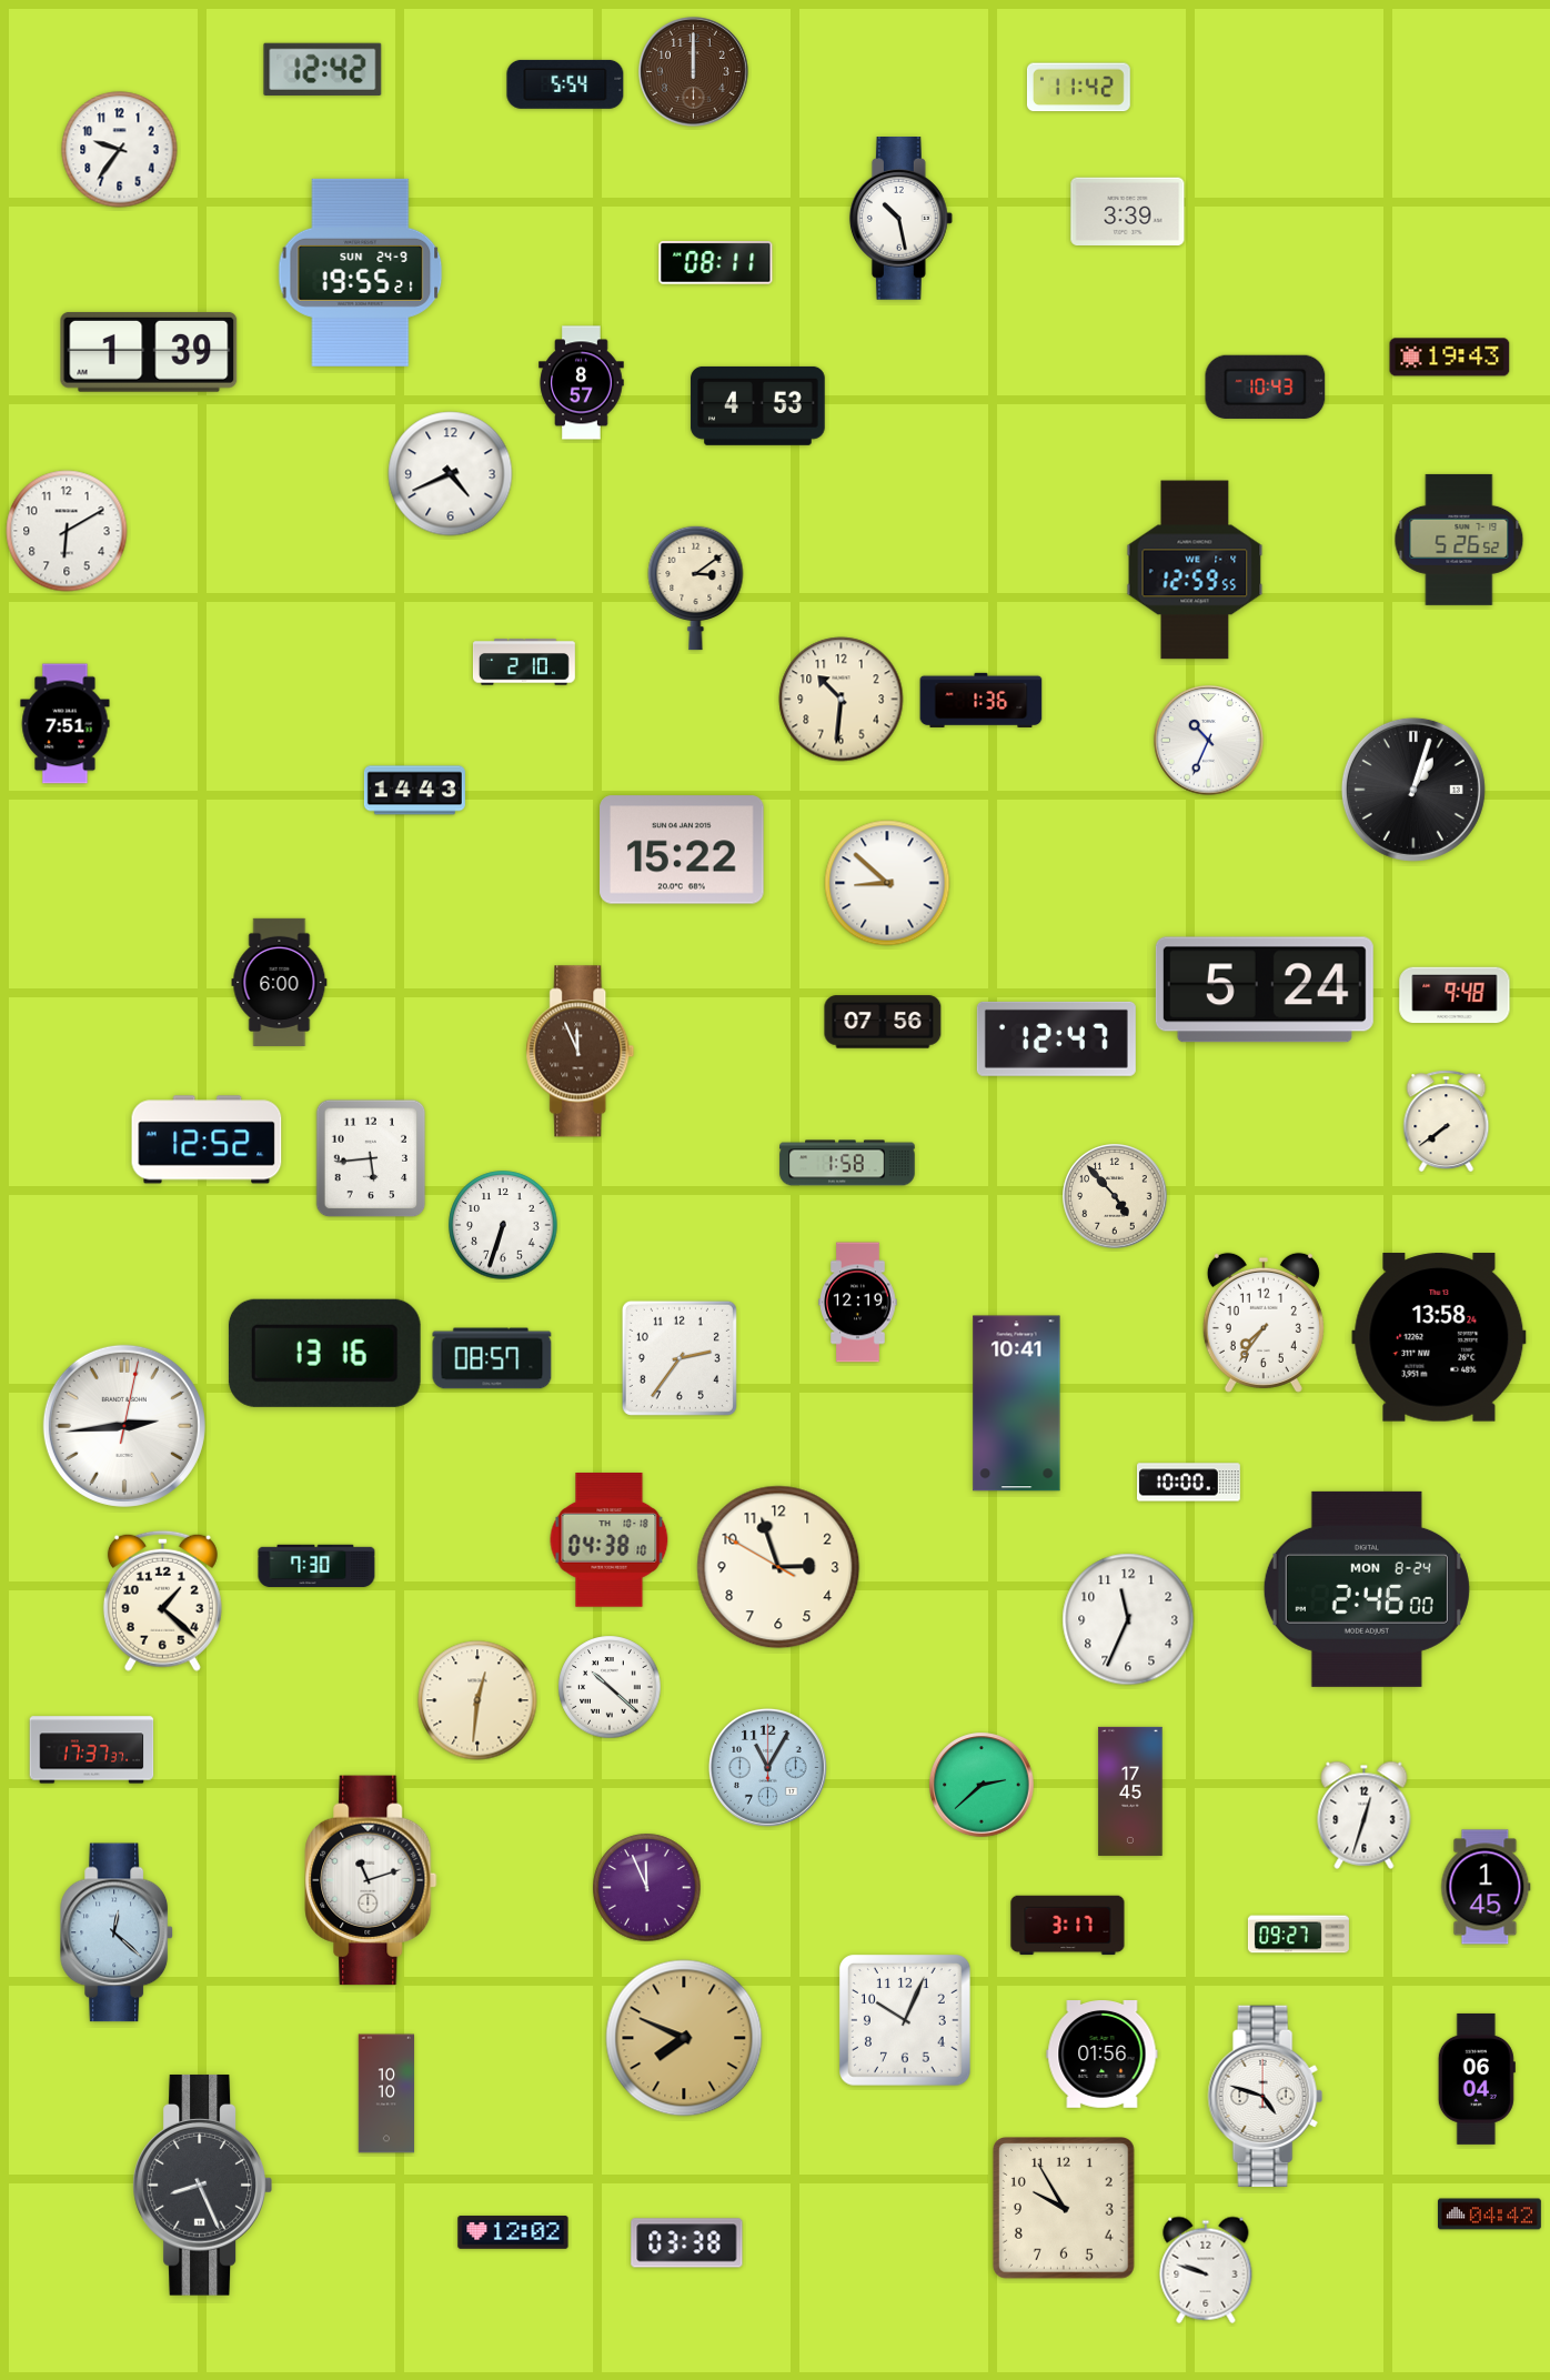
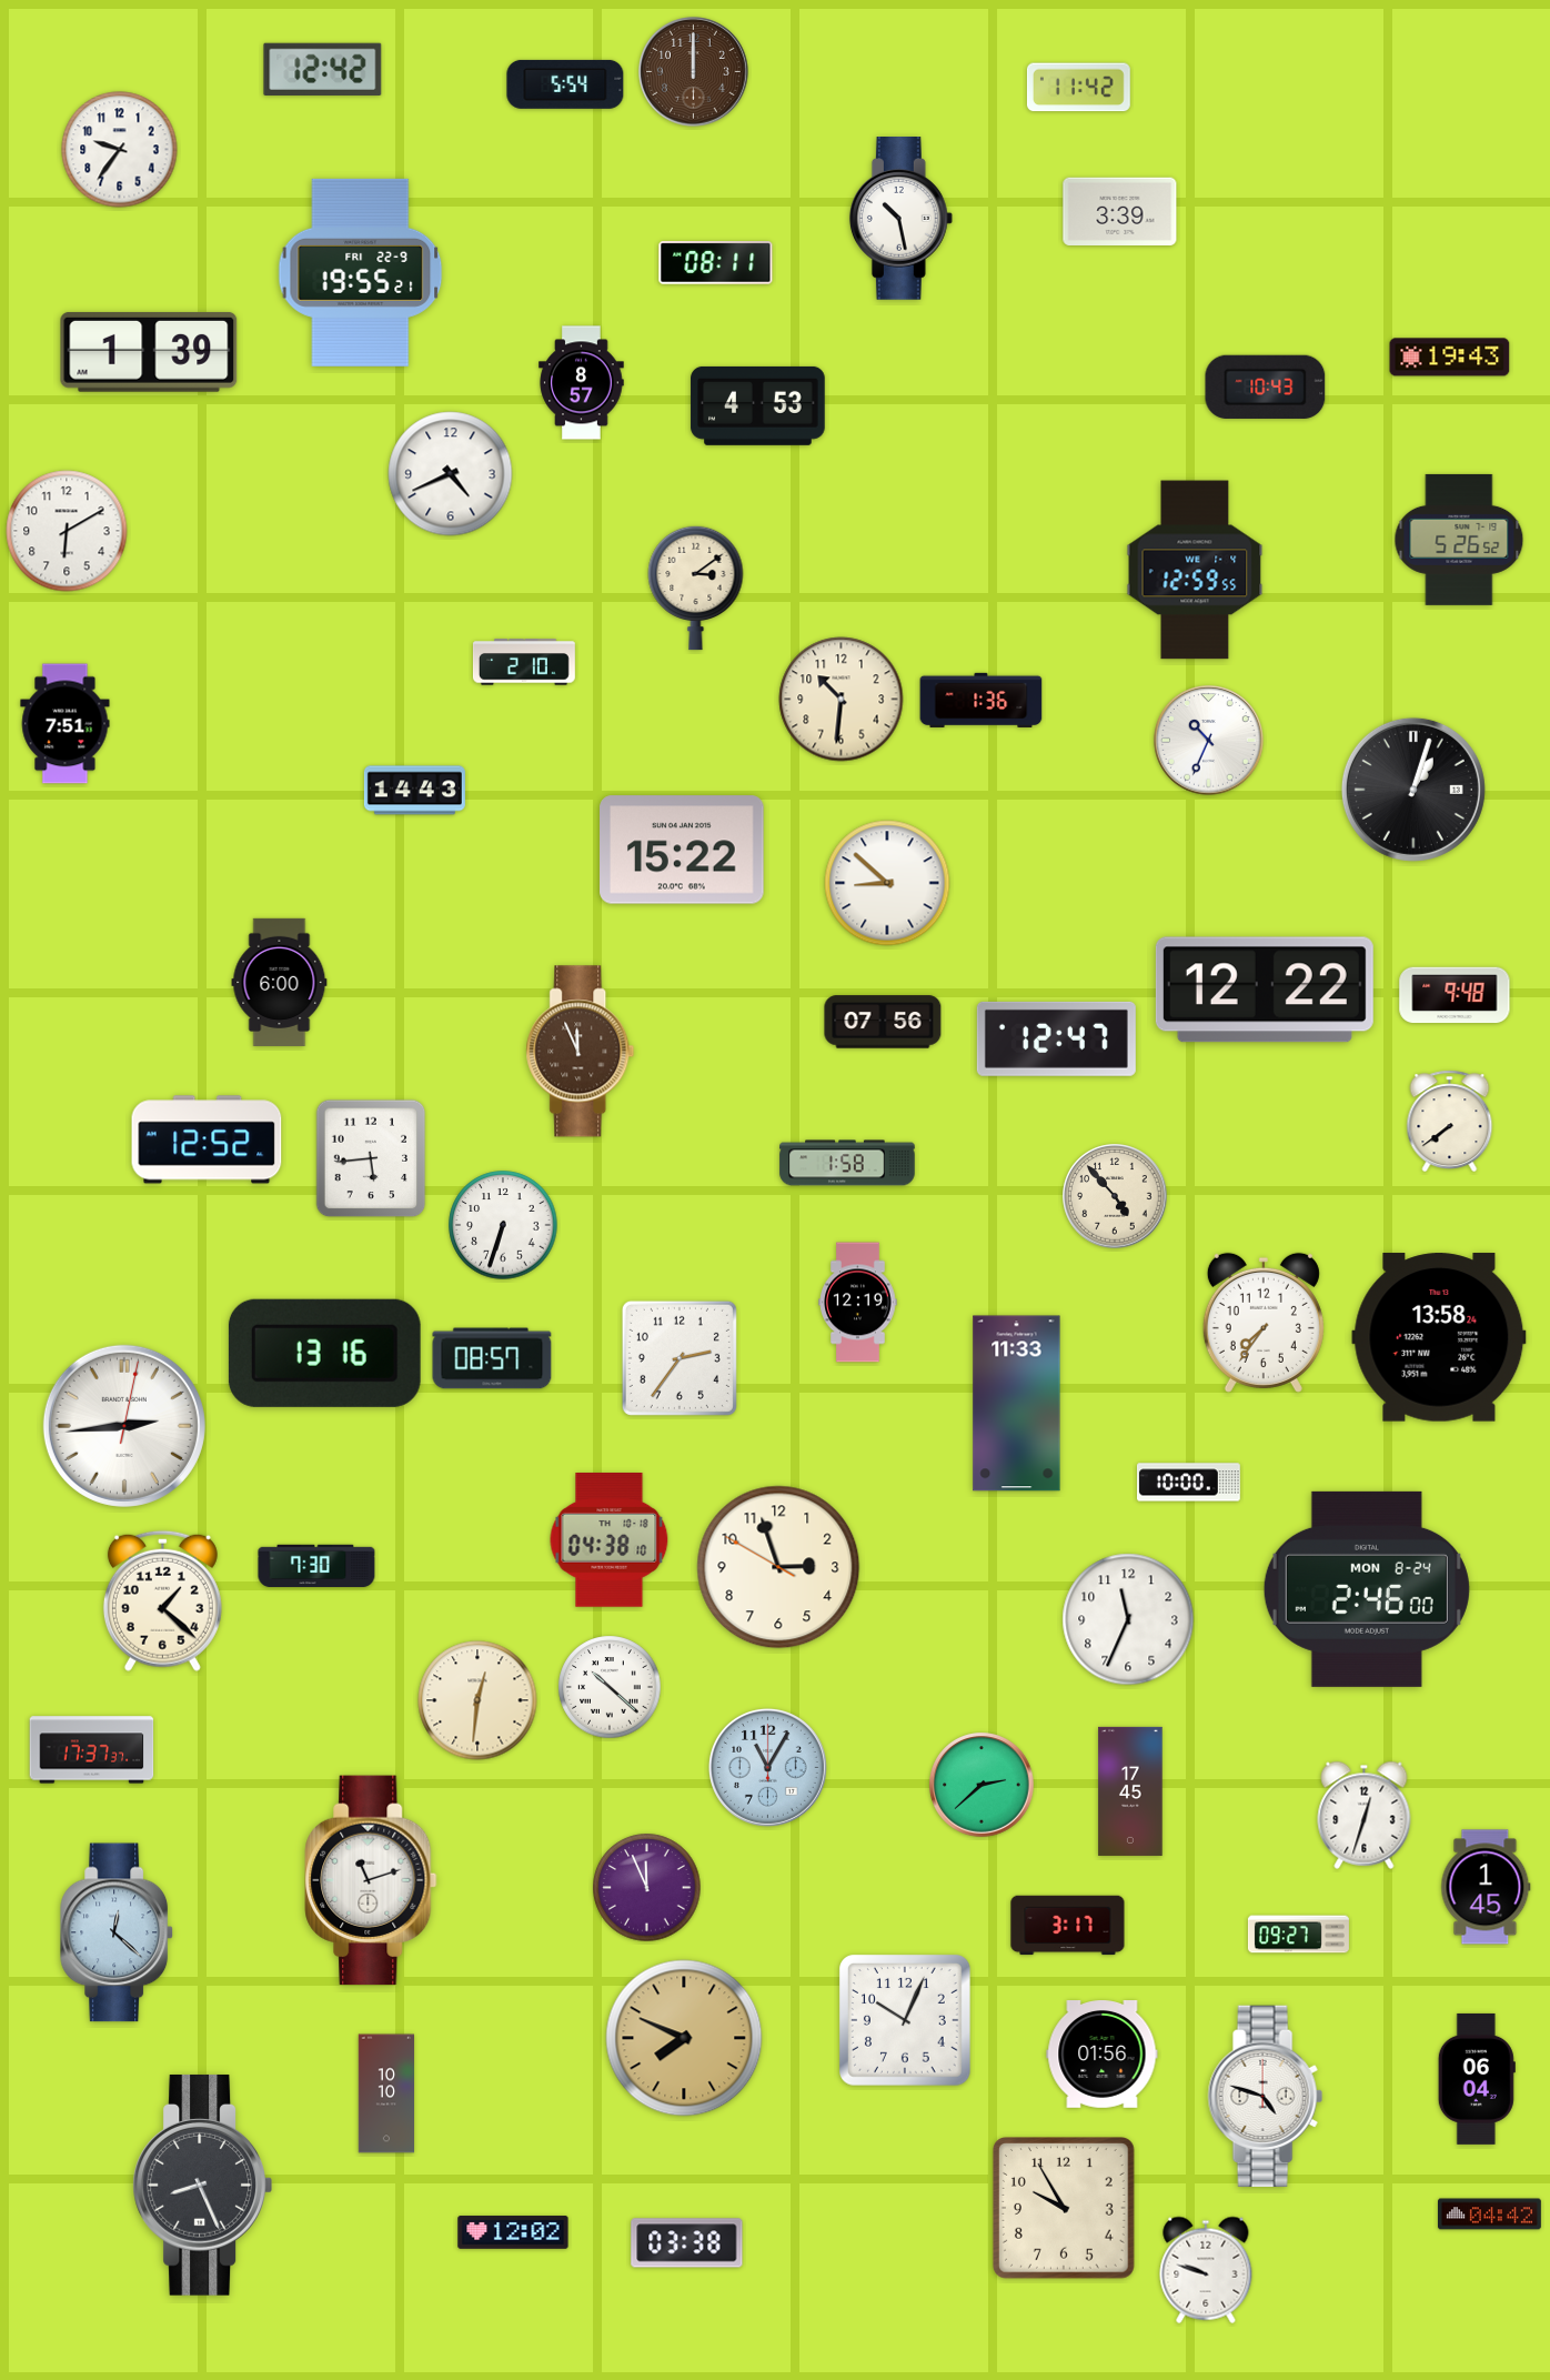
clock at (1128, 211) position: (1128, 211) -> (1120, 211)
clock at (361, 272) date: SUN 24-9 -> FRI 22-9
clock at (1265, 990): 5:24 -> 12:22
clock at (1447, 1122) position: (1447, 1122) -> (1450, 1122)
clock at (1017, 1404): 10:41 -> 11:33
